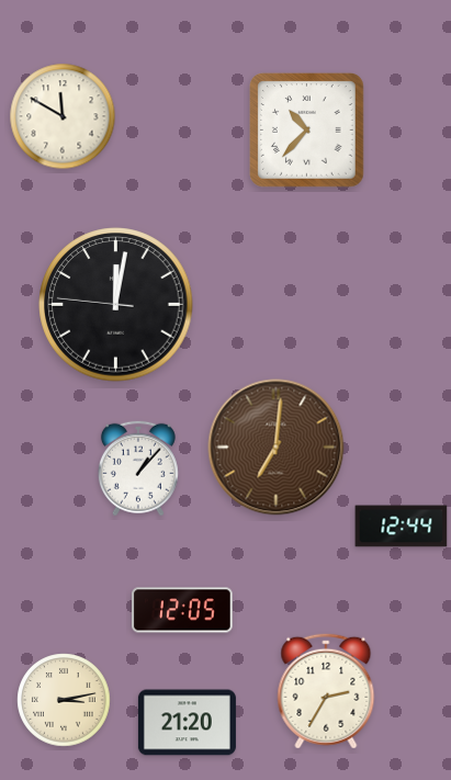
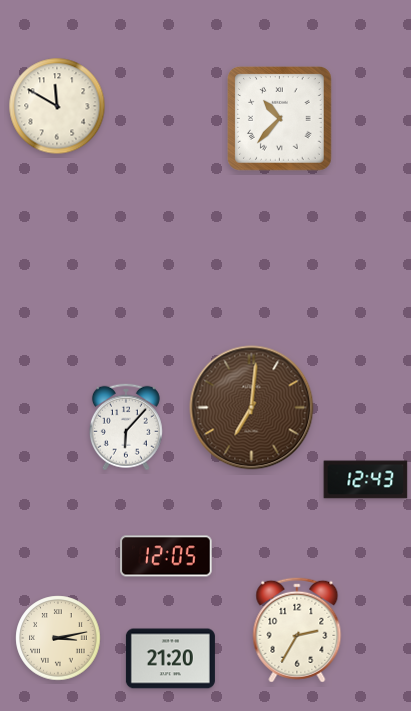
clock at (116, 305): 12:01 -> none
clock at (138, 468): 1:07 -> 6:07
clock at (402, 527): 12:44 -> 12:43
